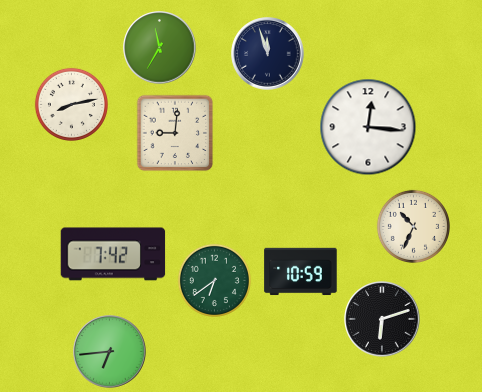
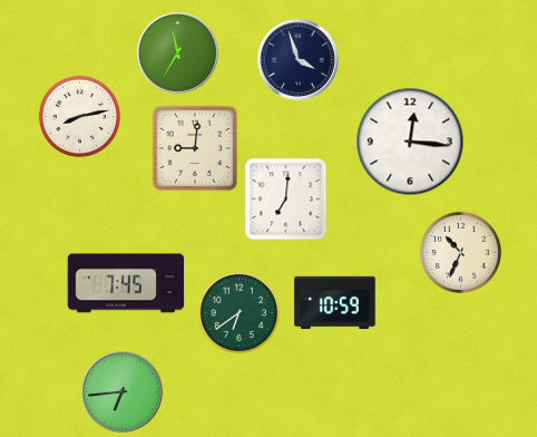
clock at (268, 54): 11:57 -> 3:57
clock at (286, 200): none -> 7:01
clock at (113, 254): 7:42 -> 7:45
clock at (382, 319): 6:12 -> none
